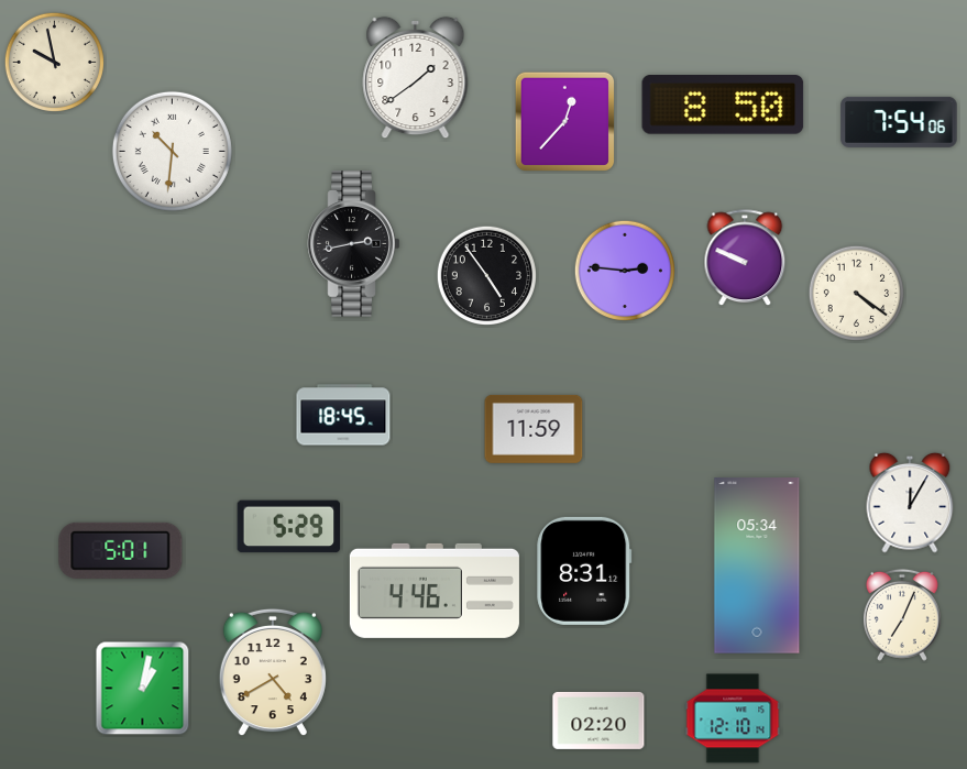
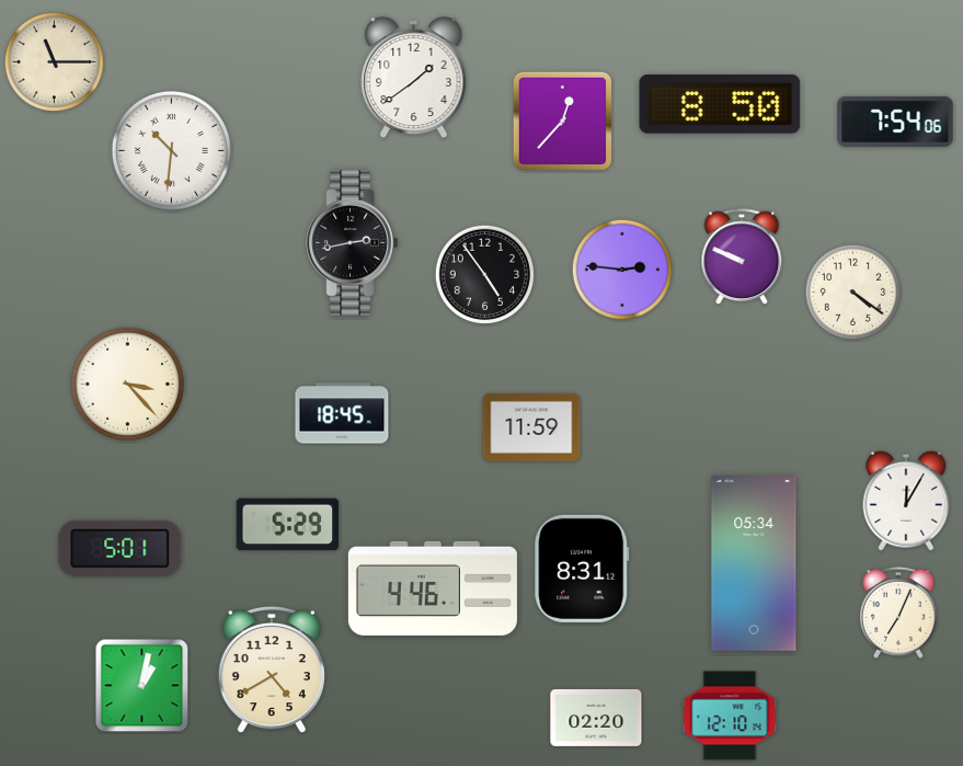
clock at (54, 62): 9:58 -> 11:15
clock at (127, 384): none -> 3:23
